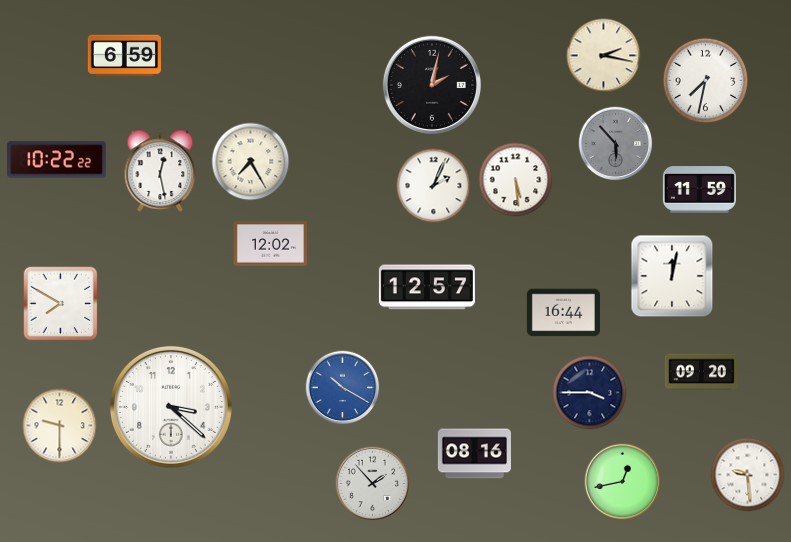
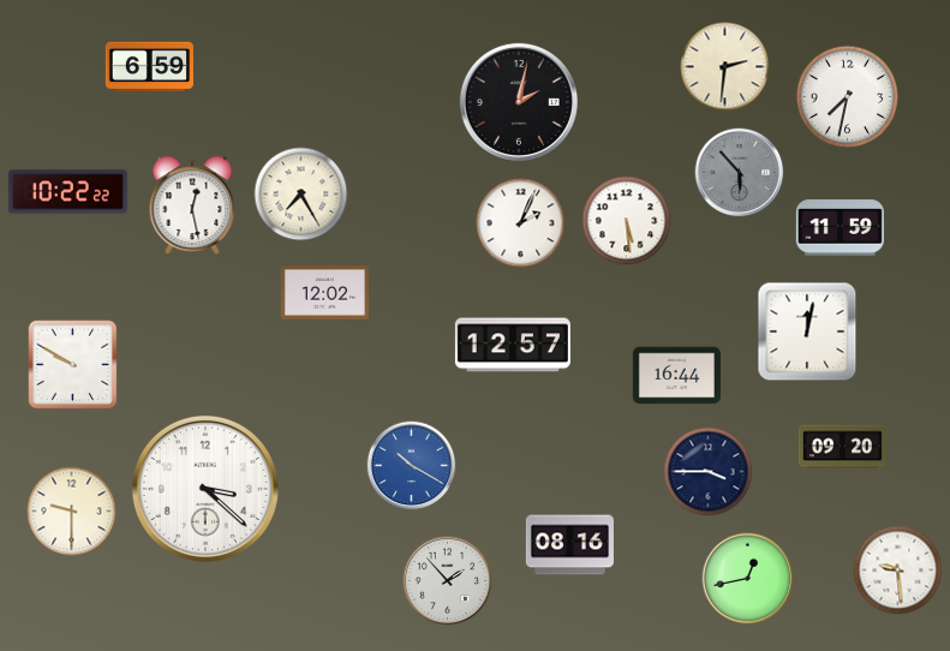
clock at (604, 56): 2:17 -> 2:31
clock at (516, 180) position: (516, 180) -> (627, 221)
clock at (61, 304): 7:50 -> 9:50
